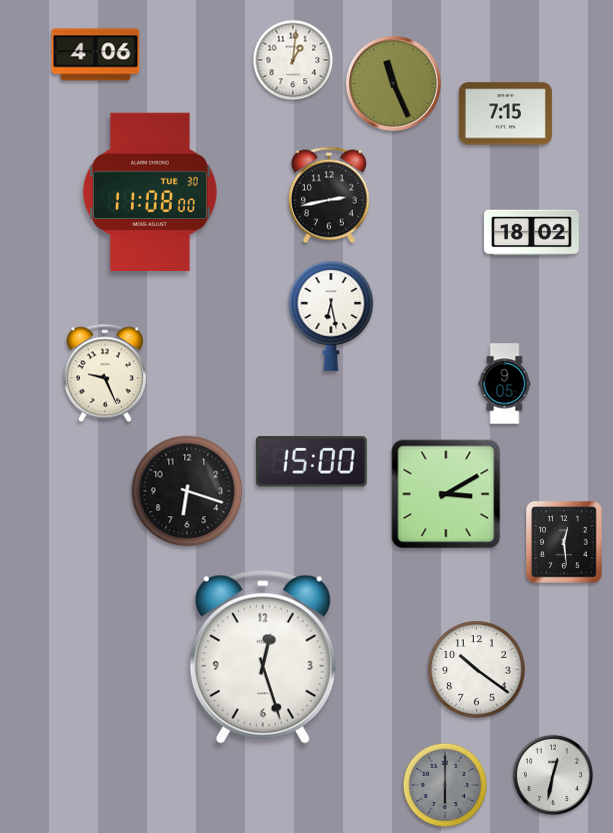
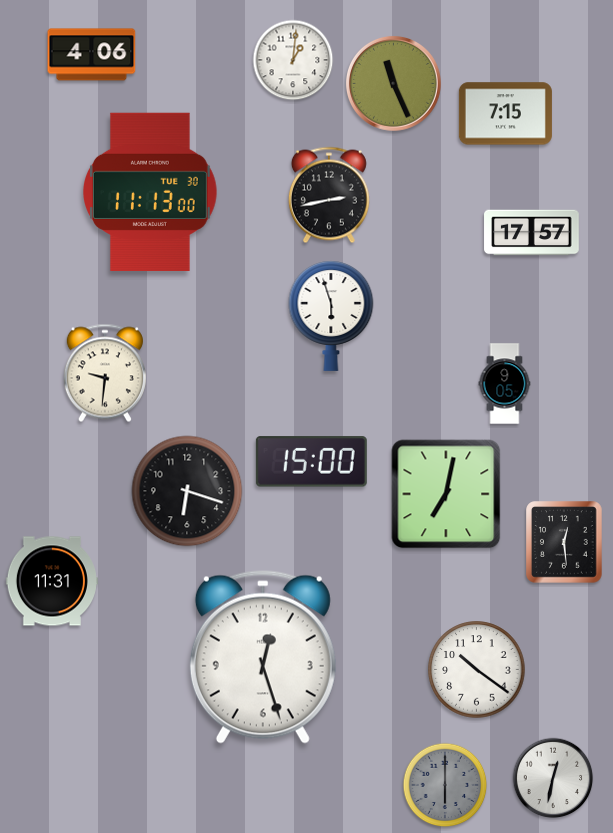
clock at (96, 55) position: (96, 55) -> (92, 55)
clock at (151, 191): 11:08 -> 11:13
clock at (532, 233): 18:02 -> 17:57
clock at (331, 316): 6:28 -> 5:57
clock at (105, 373): 9:26 -> 9:31
clock at (446, 494): 3:10 -> 7:02
clock at (52, 581): none -> 11:31
clock at (553, 775) position: (553, 775) -> (553, 778)
